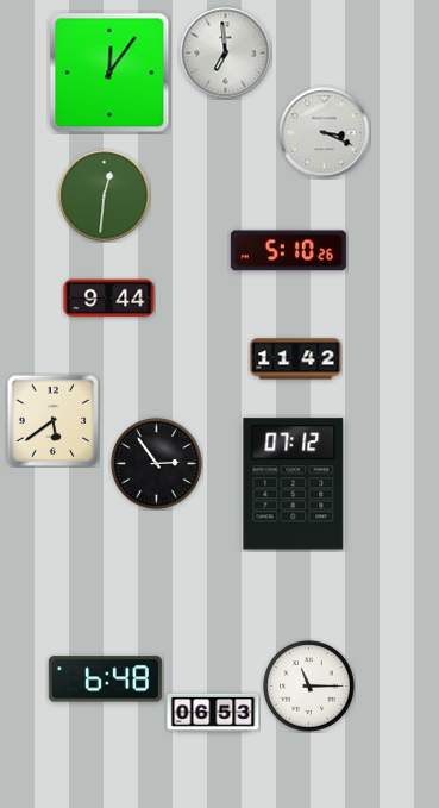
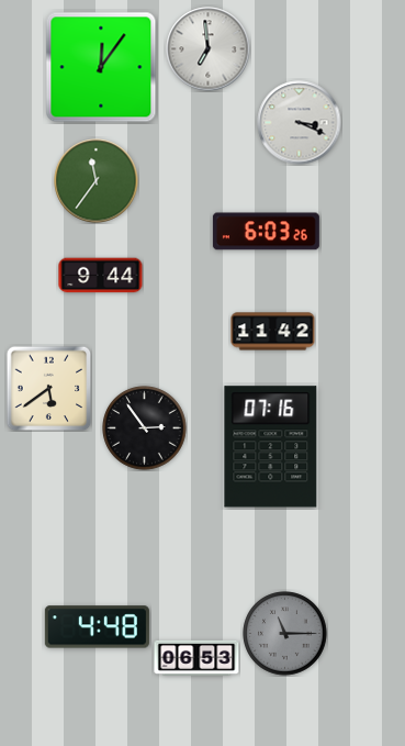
clock at (105, 196): 12:31 -> 11:36
clock at (288, 251): 5:10 -> 6:03
clock at (294, 484): 07:12 -> 07:16
clock at (105, 679): 6:48 -> 4:48
clock at (309, 687) dial: white -> grey
